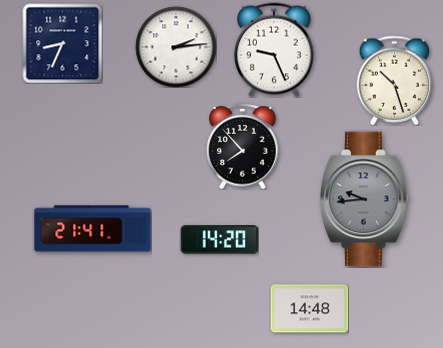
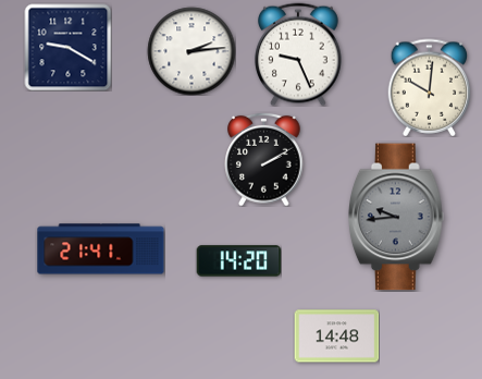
clock at (62, 43): 8:34 -> 9:20
clock at (395, 80): 10:27 -> 10:01
clock at (243, 146): 7:53 -> 2:10
